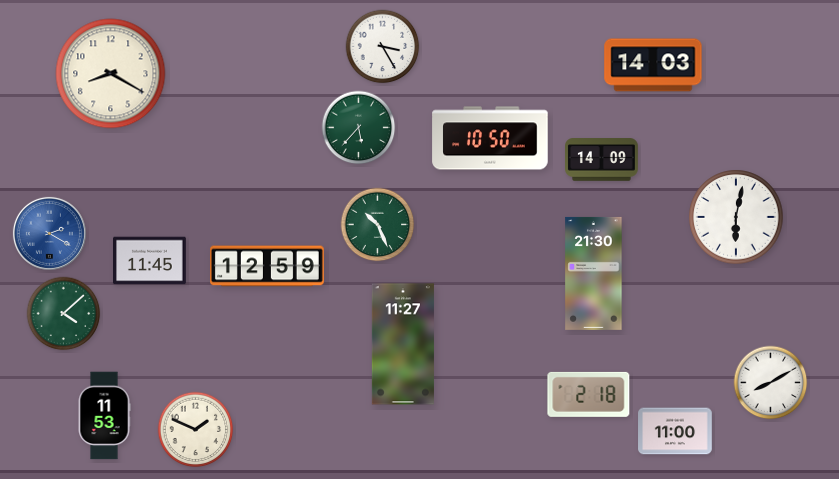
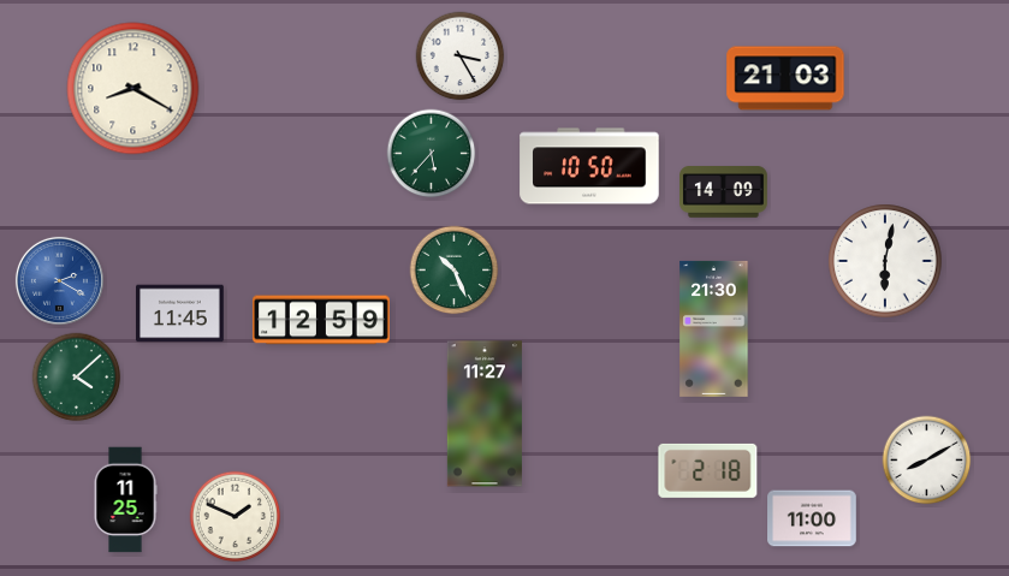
clock at (653, 65): 14:03 -> 21:03
clock at (589, 394) position: (589, 394) -> (708, 470)
clock at (104, 416): 11:53 -> 11:25
